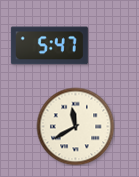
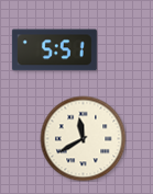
clock at (49, 46): 5:47 -> 5:51
